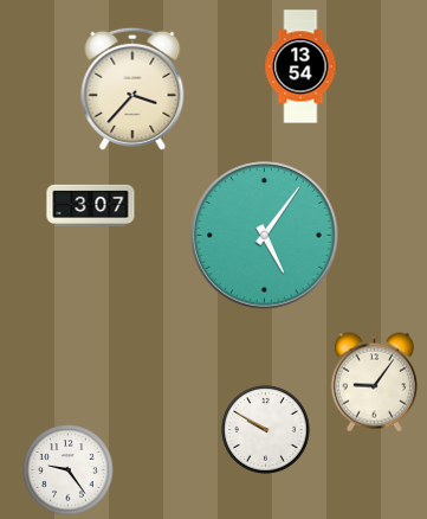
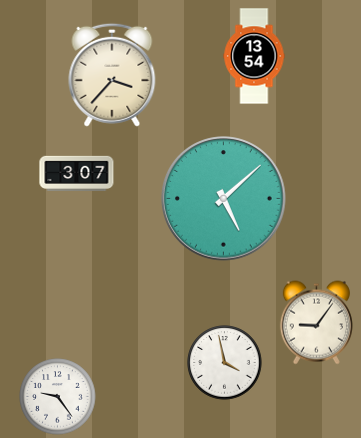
clock at (265, 236): 5:06 -> 5:08
clock at (266, 430): 9:50 -> 3:58
